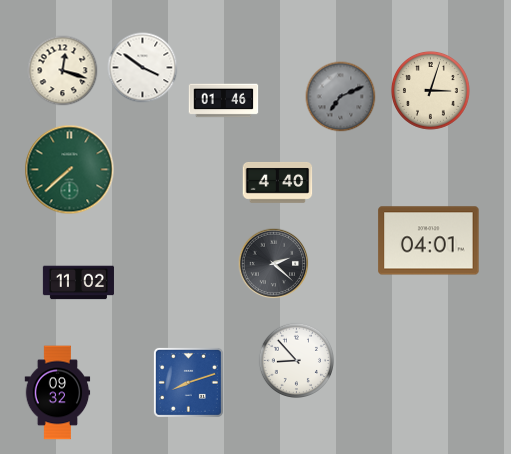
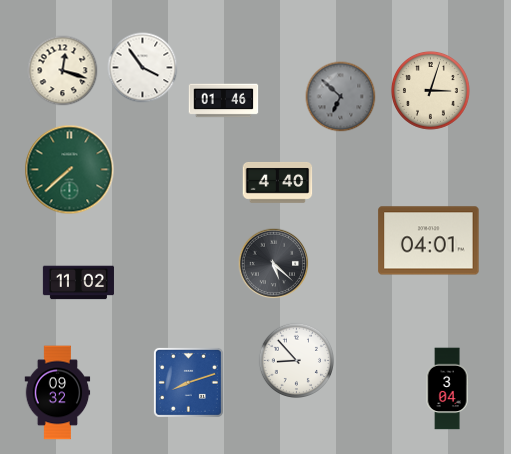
clock at (143, 68): 3:51 -> 3:54
clock at (341, 97): 7:11 -> 6:52
clock at (274, 264): 2:22 -> 5:22
clock at (447, 389): none -> 3:04
